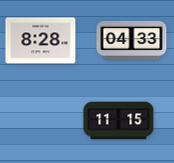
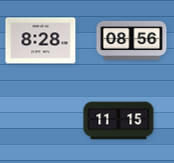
clock at (132, 40): 04:33 -> 08:56
